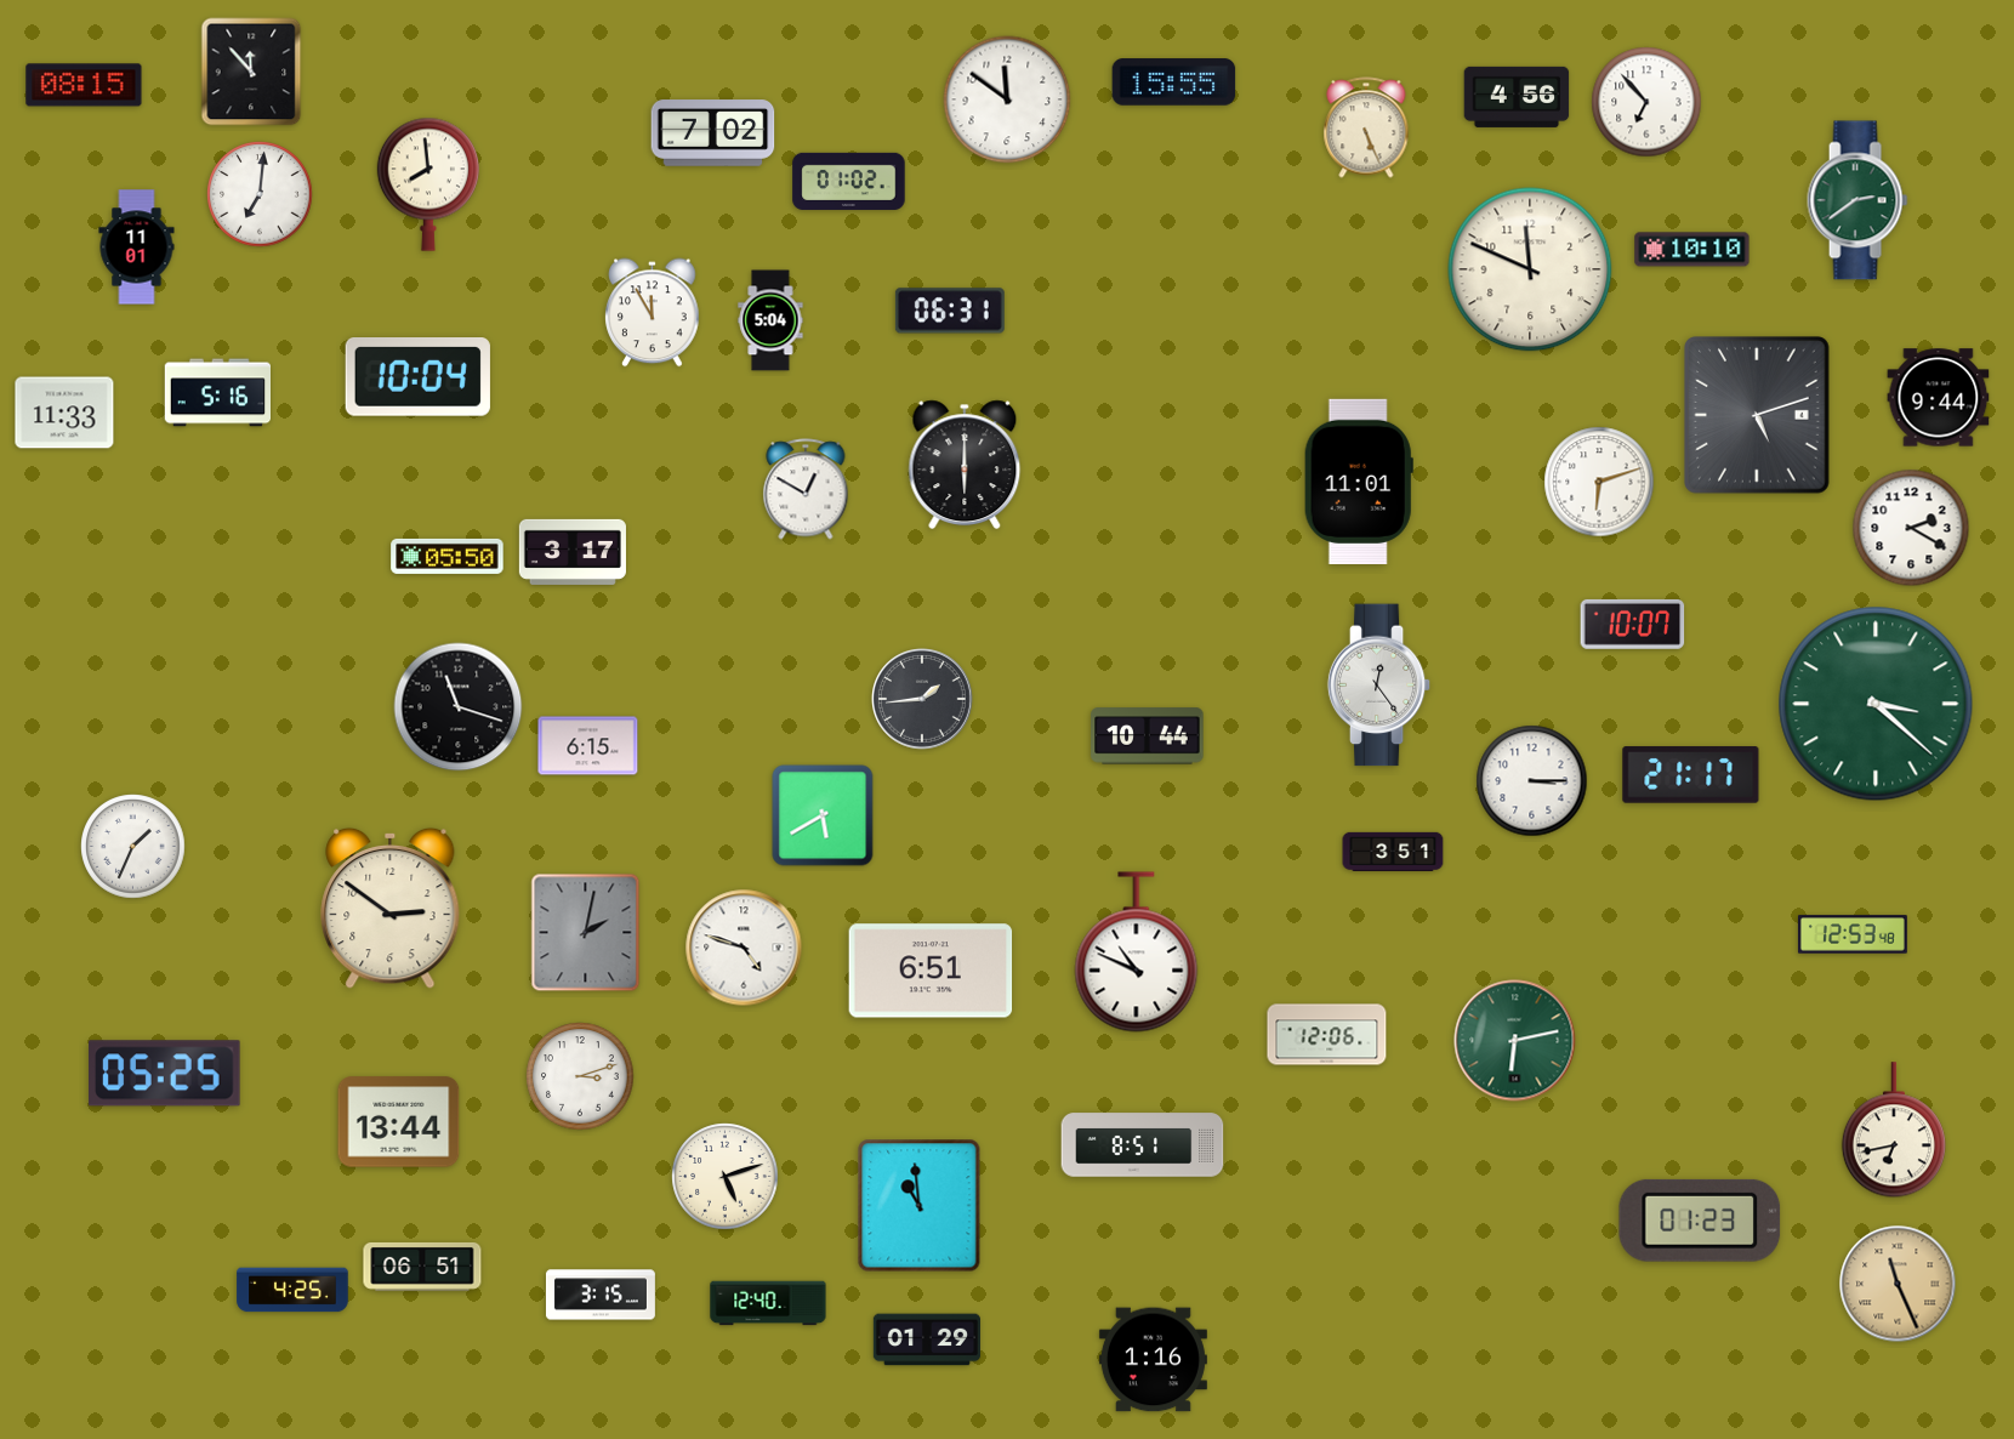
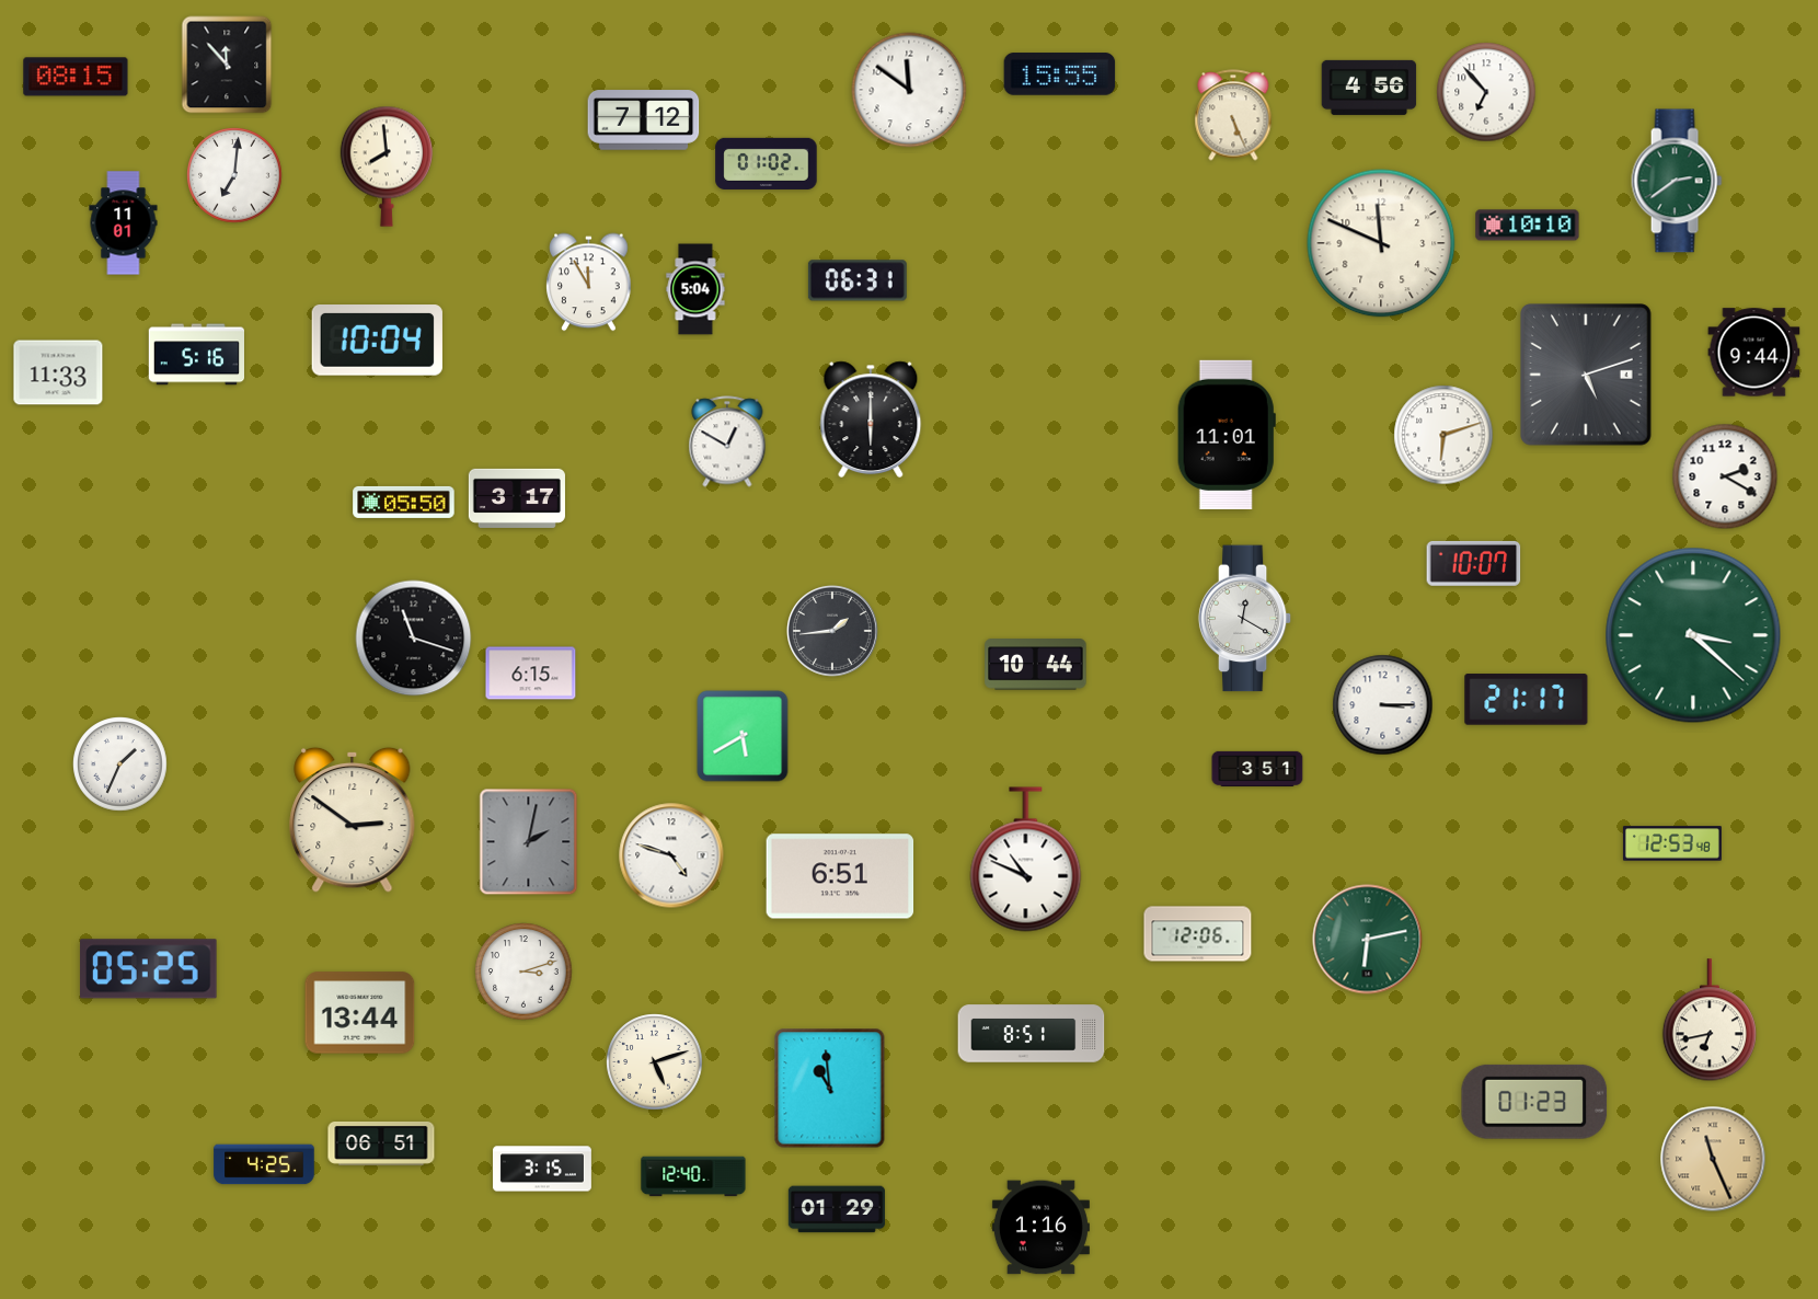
clock at (713, 133): 7:02 -> 7:12
clock at (1939, 398) position: (1939, 398) -> (1754, 353)
clock at (1379, 686): 12:24 -> 12:20
